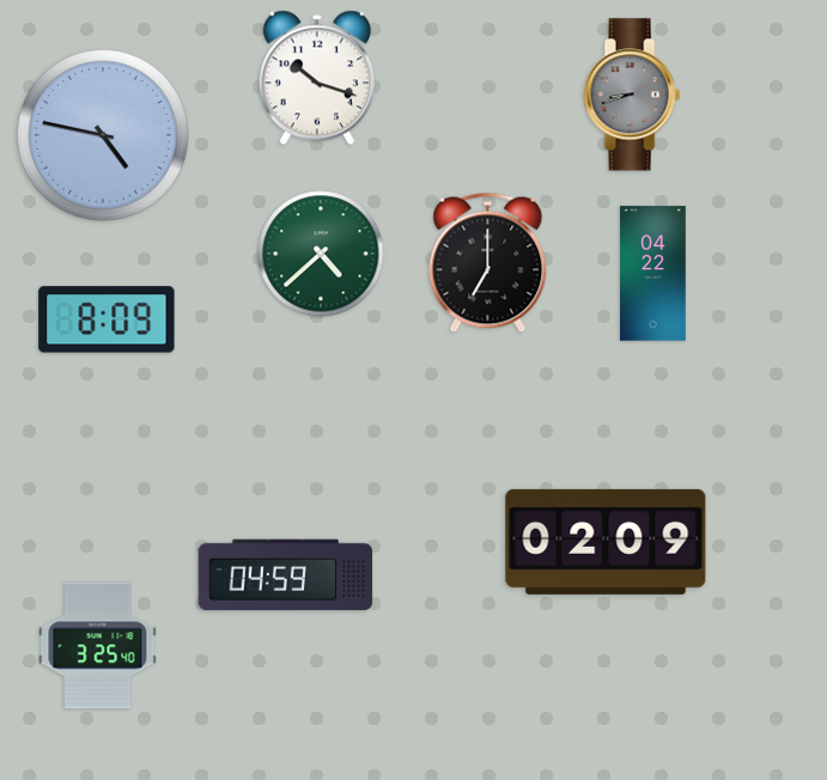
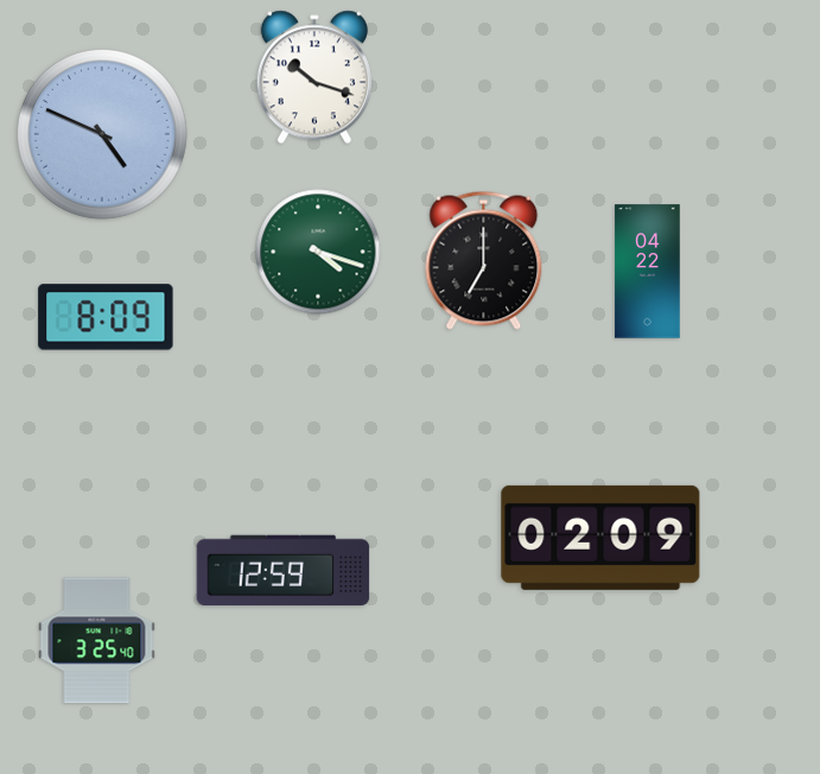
clock at (632, 95): 8:42 -> none
clock at (103, 135): 4:47 -> 4:49
clock at (321, 254): 4:38 -> 4:18
clock at (286, 575): 04:59 -> 12:59
